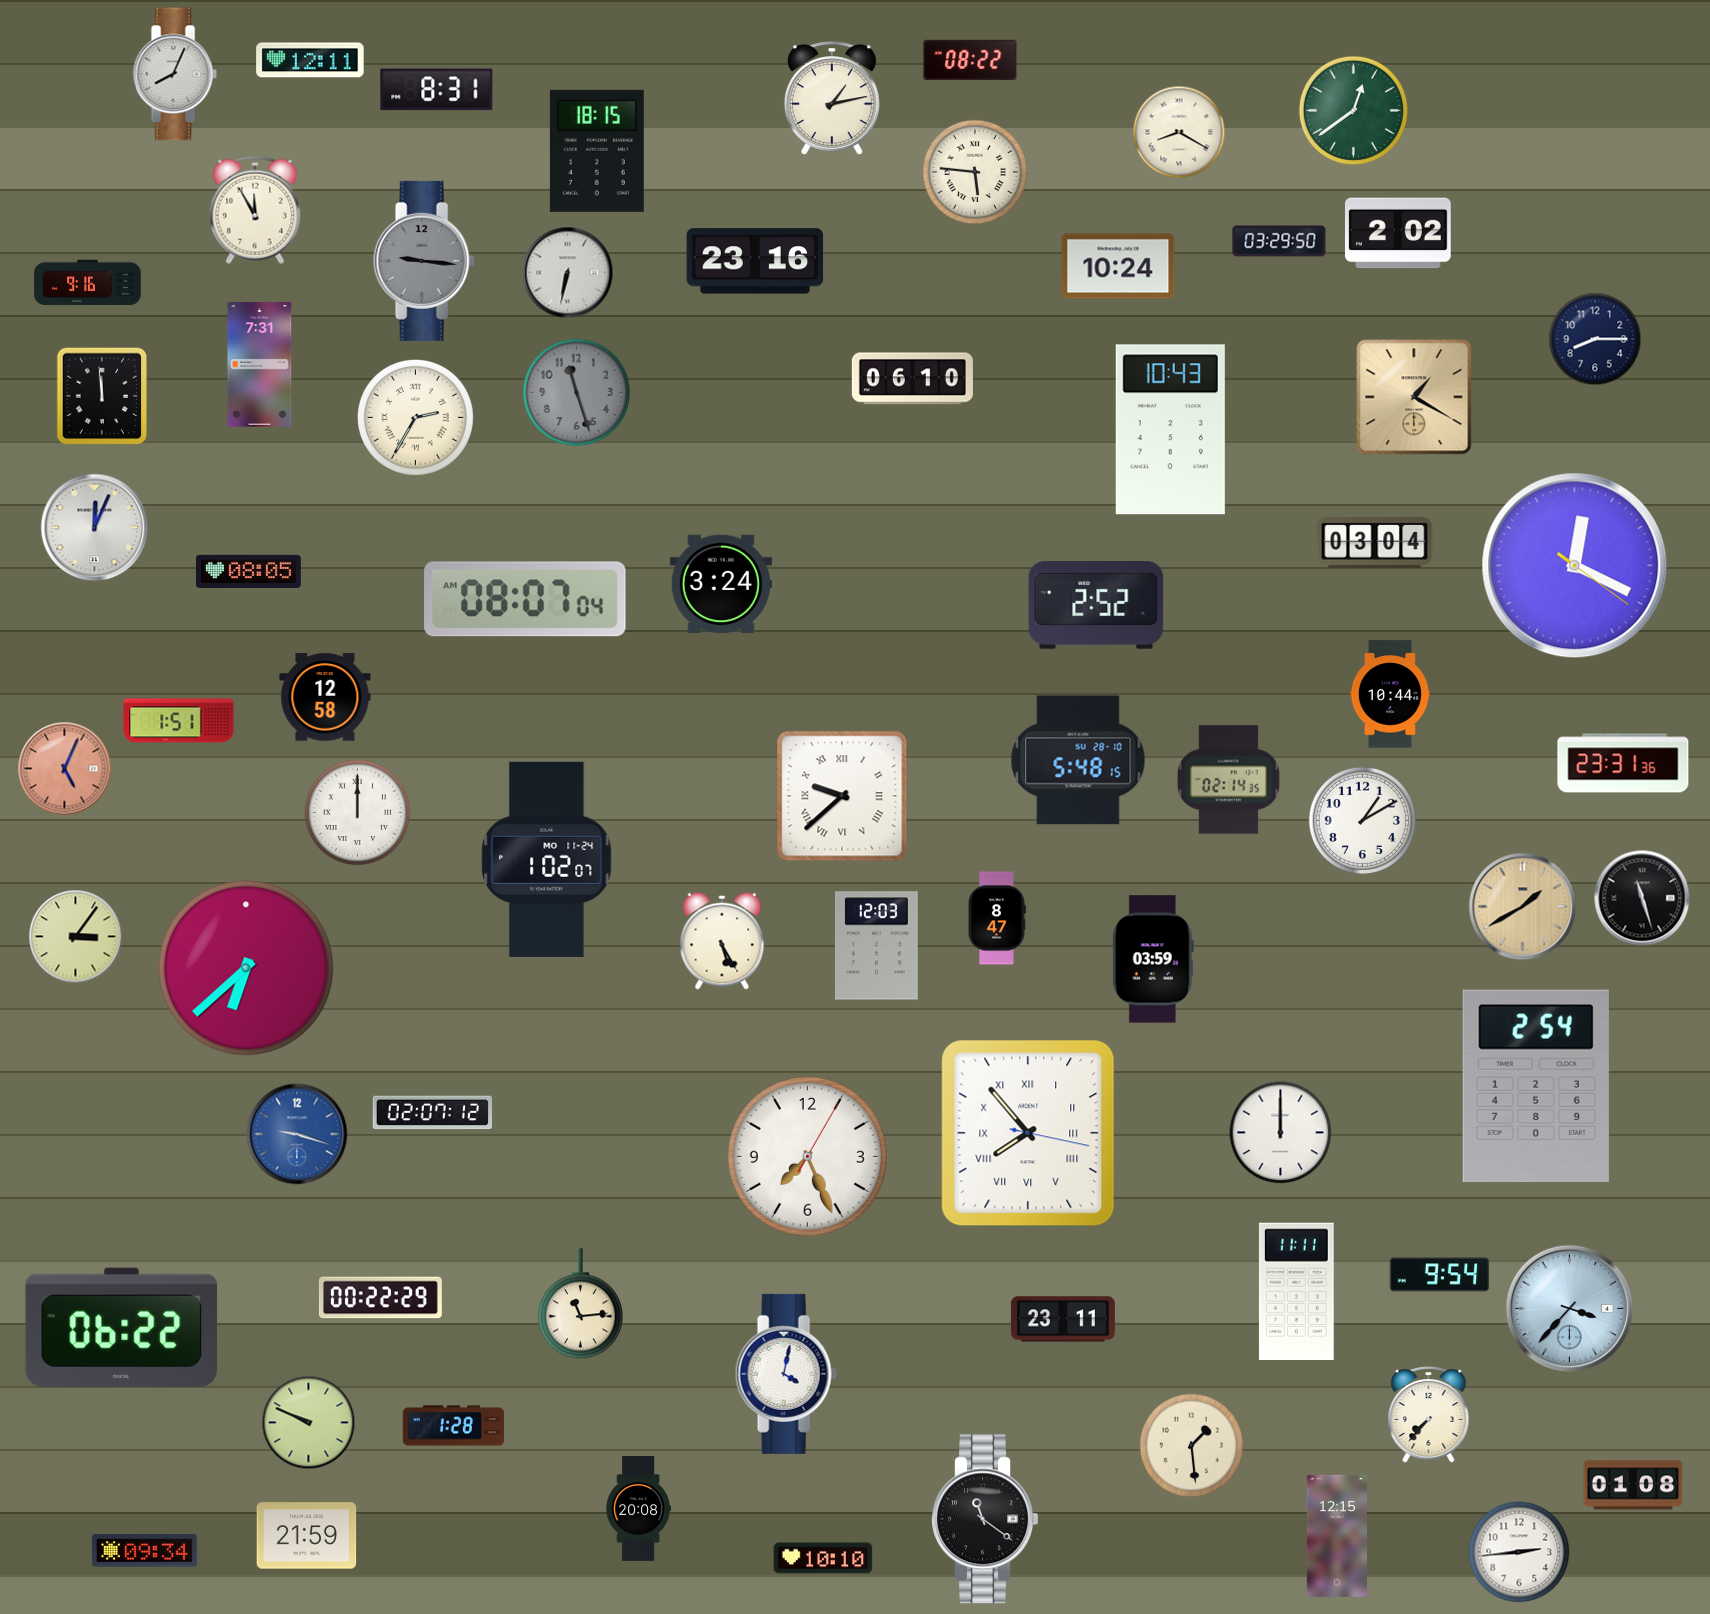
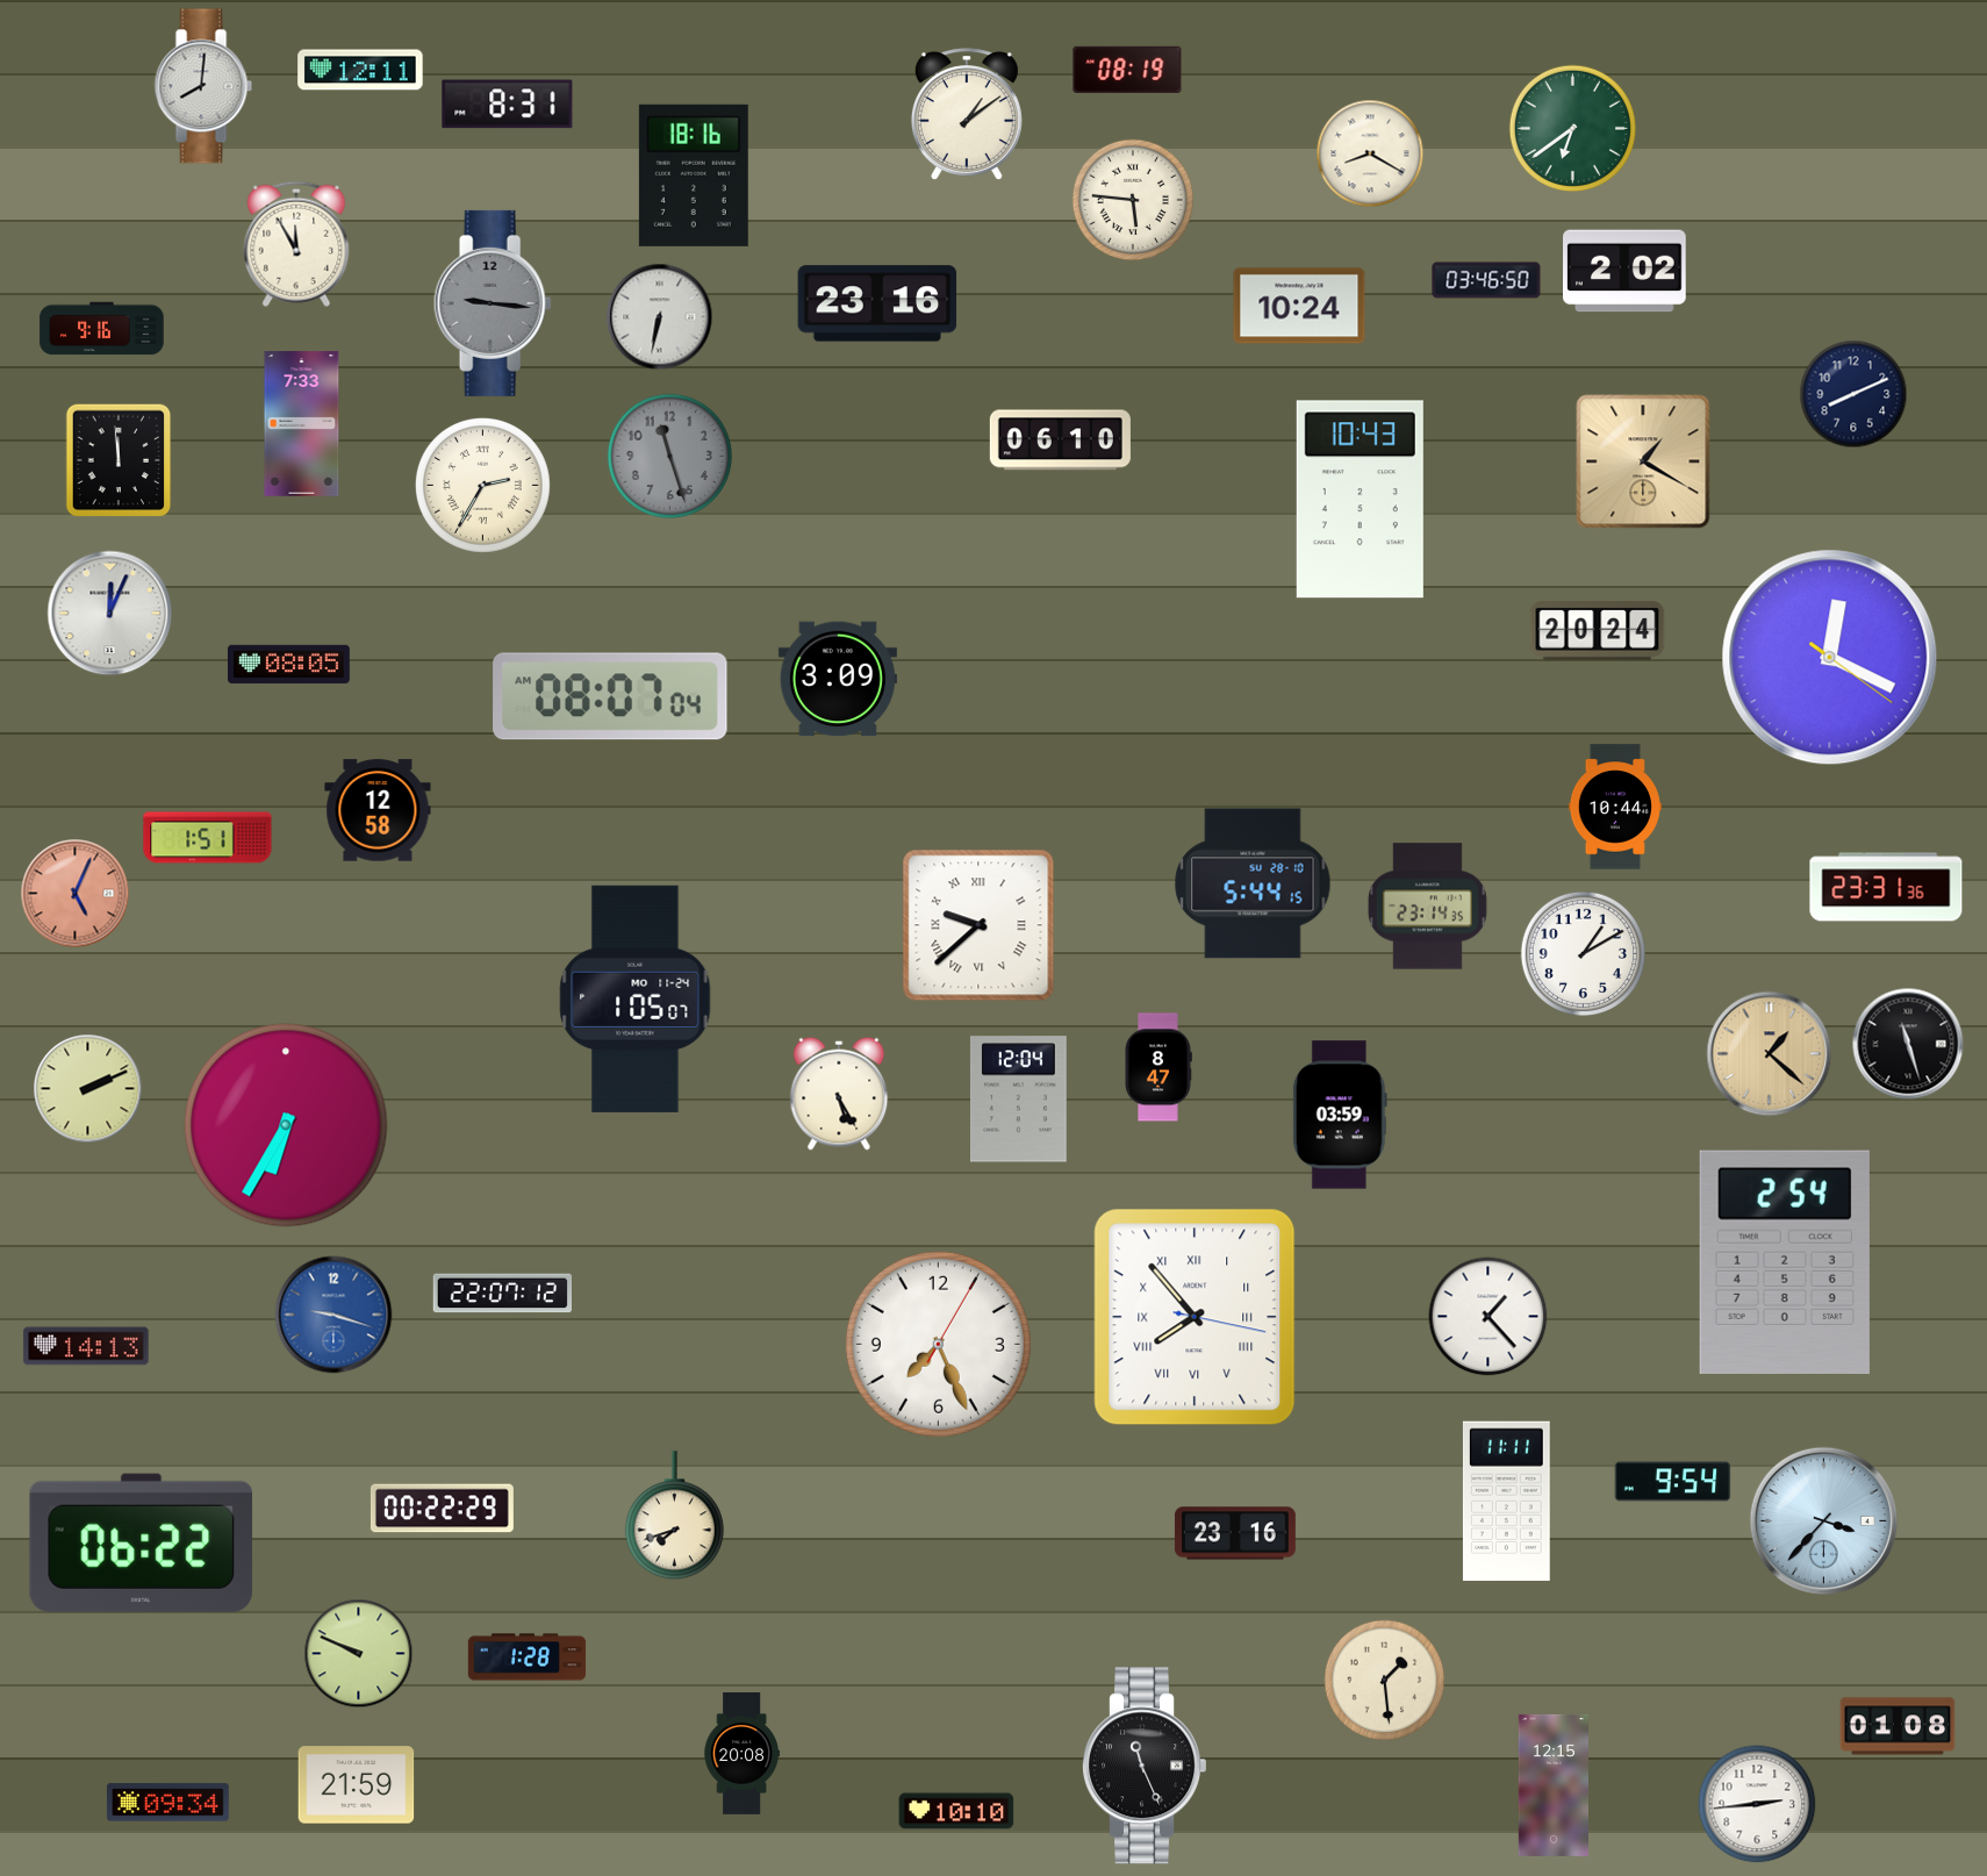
clock at (970, 60): 08:22 -> 08:19
clock at (175, 74): 8:04 -> 8:01
clock at (832, 98): 1:13 -> 1:09
clock at (1353, 110): 12:39 -> 6:39
clock at (597, 151): 18:15 -> 18:16
clock at (1279, 241): 03:29 -> 03:46
clock at (1118, 266) position: (1118, 266) -> (1299, 306)
clock at (1595, 339): 8:15 -> 8:11
clock at (260, 365): 7:31 -> 7:33
clock at (1375, 543): 03:04 -> 20:24
clock at (721, 584): 3:24 -> 3:09
clock at (1096, 606): 2:52 -> none
clock at (1078, 760): 5:48 -> 5:44
clock at (1228, 780): 02:14 -> 23:14
clock at (358, 813): 12:00 -> none
clock at (547, 859): 1:02 -> 1:05
clock at (1523, 907): 1:40 -> 1:22
clock at (76, 937): 3:06 -> 2:11
clock at (876, 946): 12:03 -> 12:04
clock at (246, 968): 6:38 -> 6:35
clock at (432, 1113): 02:07 -> 22:07
clock at (1281, 1133): 12:00 -> 1:23
clock at (297, 1134) position: (297, 1134) -> (333, 1315)
clock at (86, 1346): none -> 14:13
clock at (580, 1304): 11:14 -> 7:42
clock at (1063, 1319): 23:11 -> 23:16
clock at (786, 1374): 4:02 -> none
clock at (1429, 1415): 7:37 -> none
clock at (984, 1519): 11:21 -> 11:26
clock at (1519, 1552) position: (1519, 1552) -> (1757, 1804)
